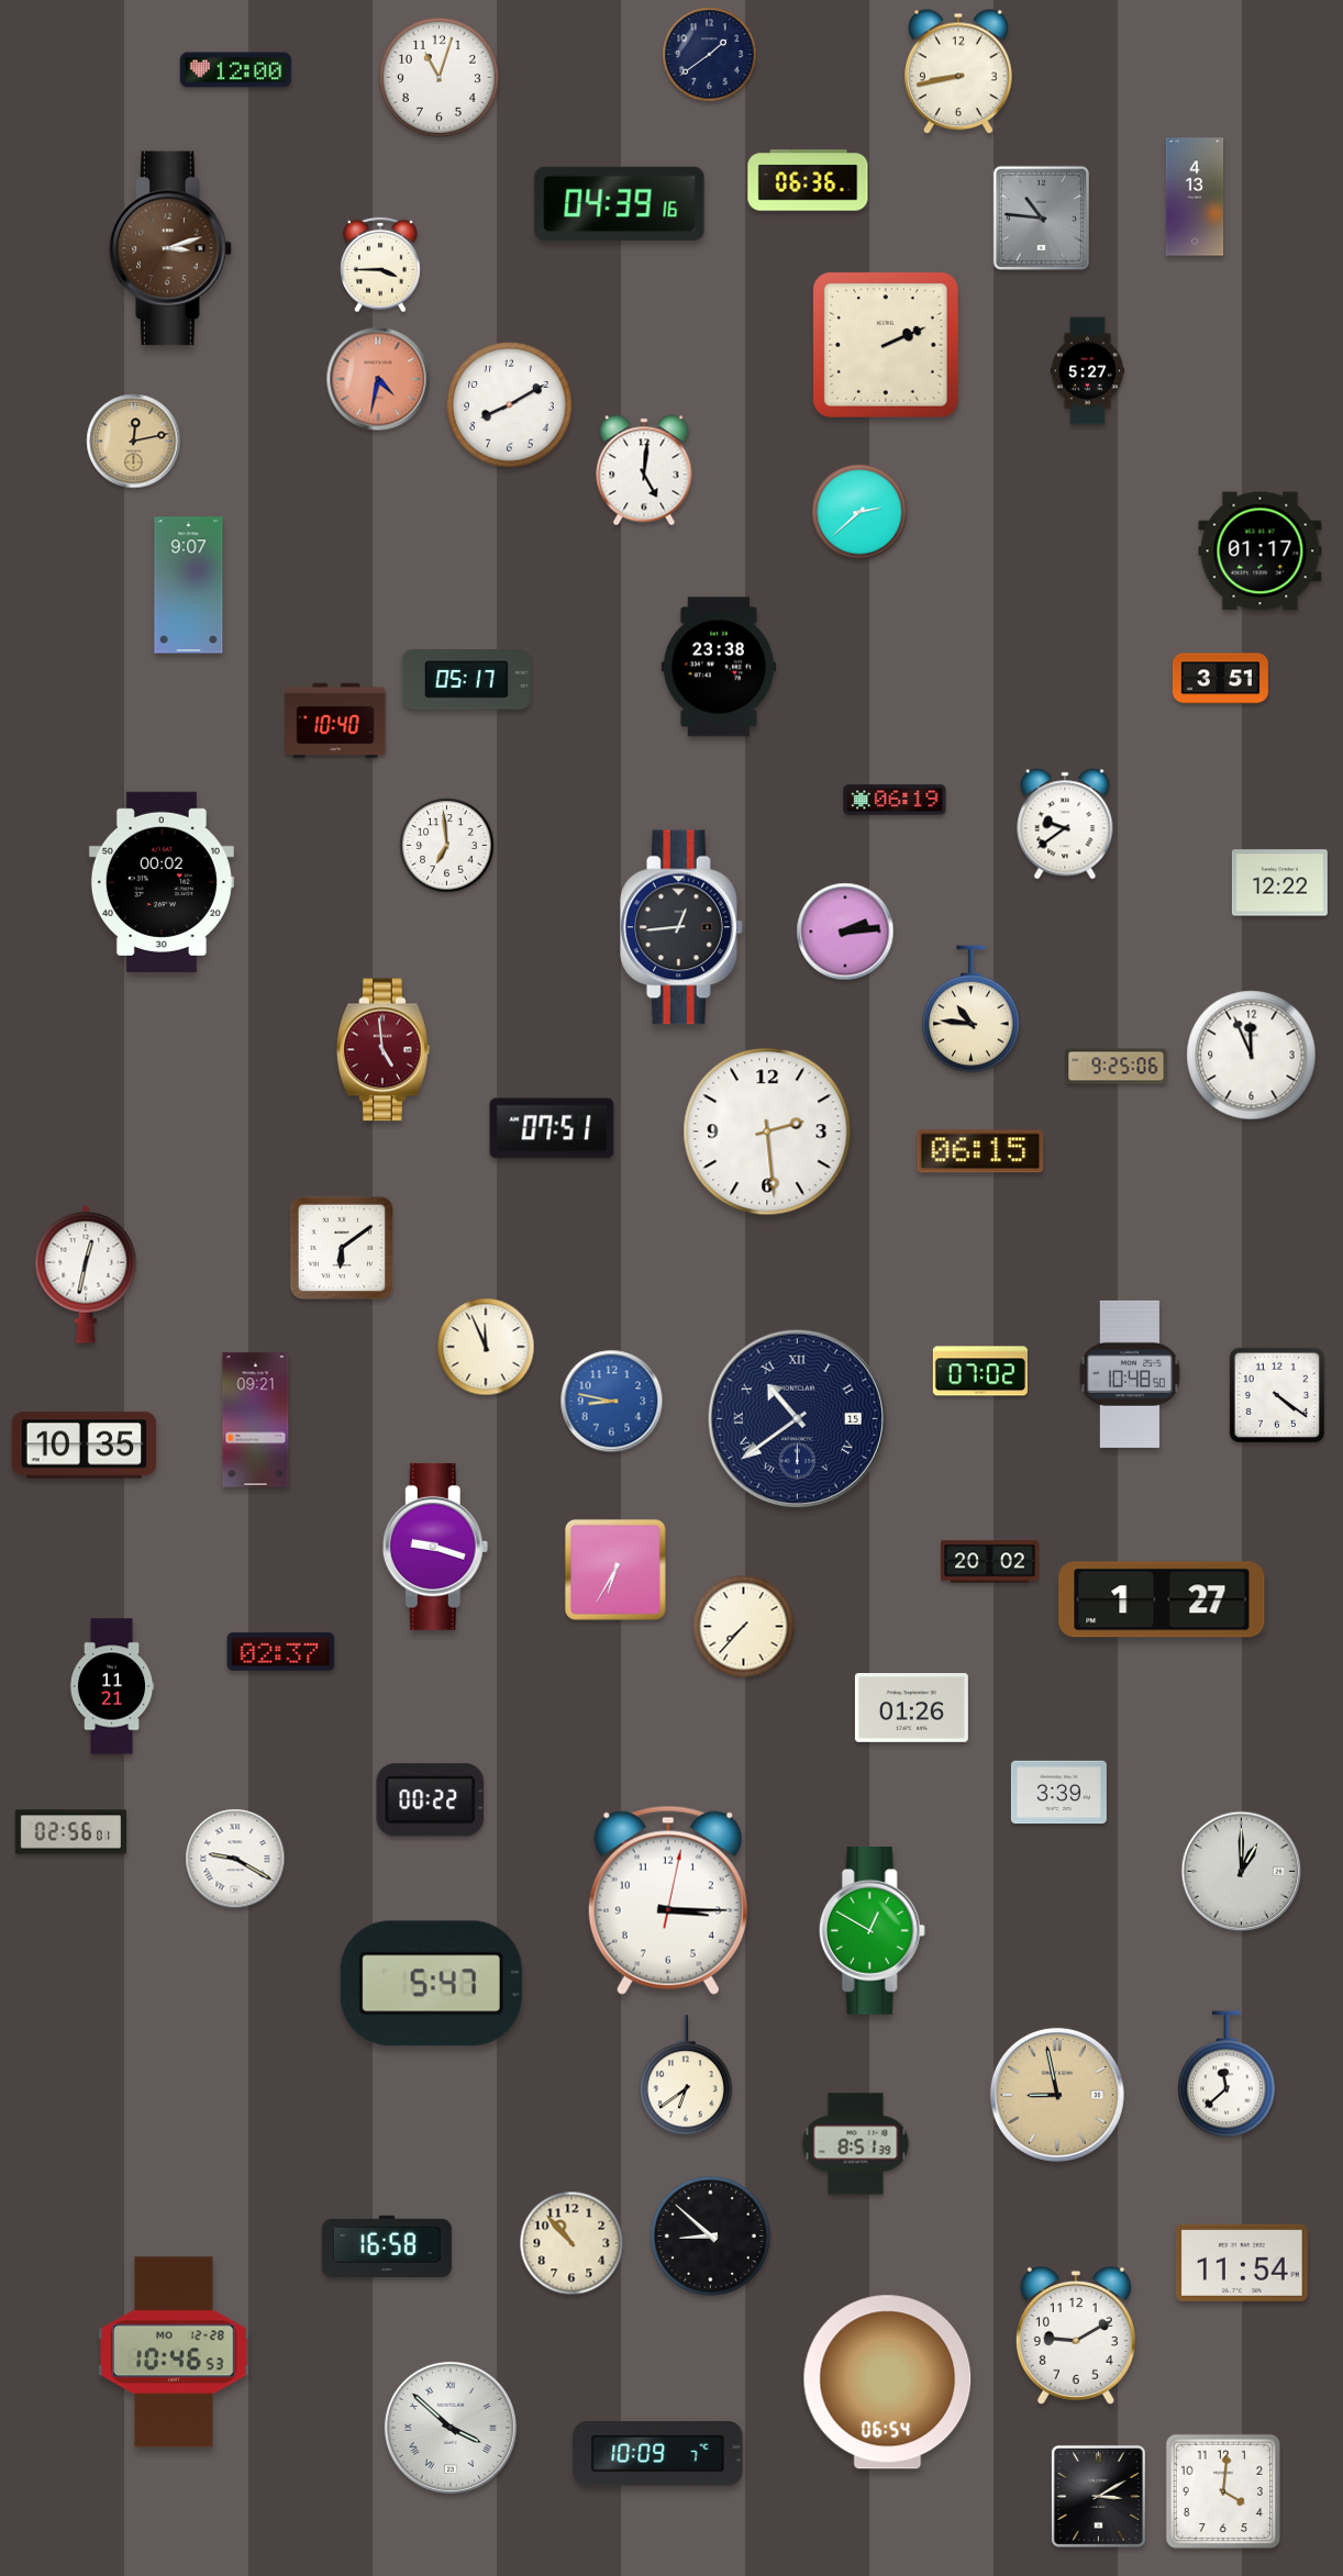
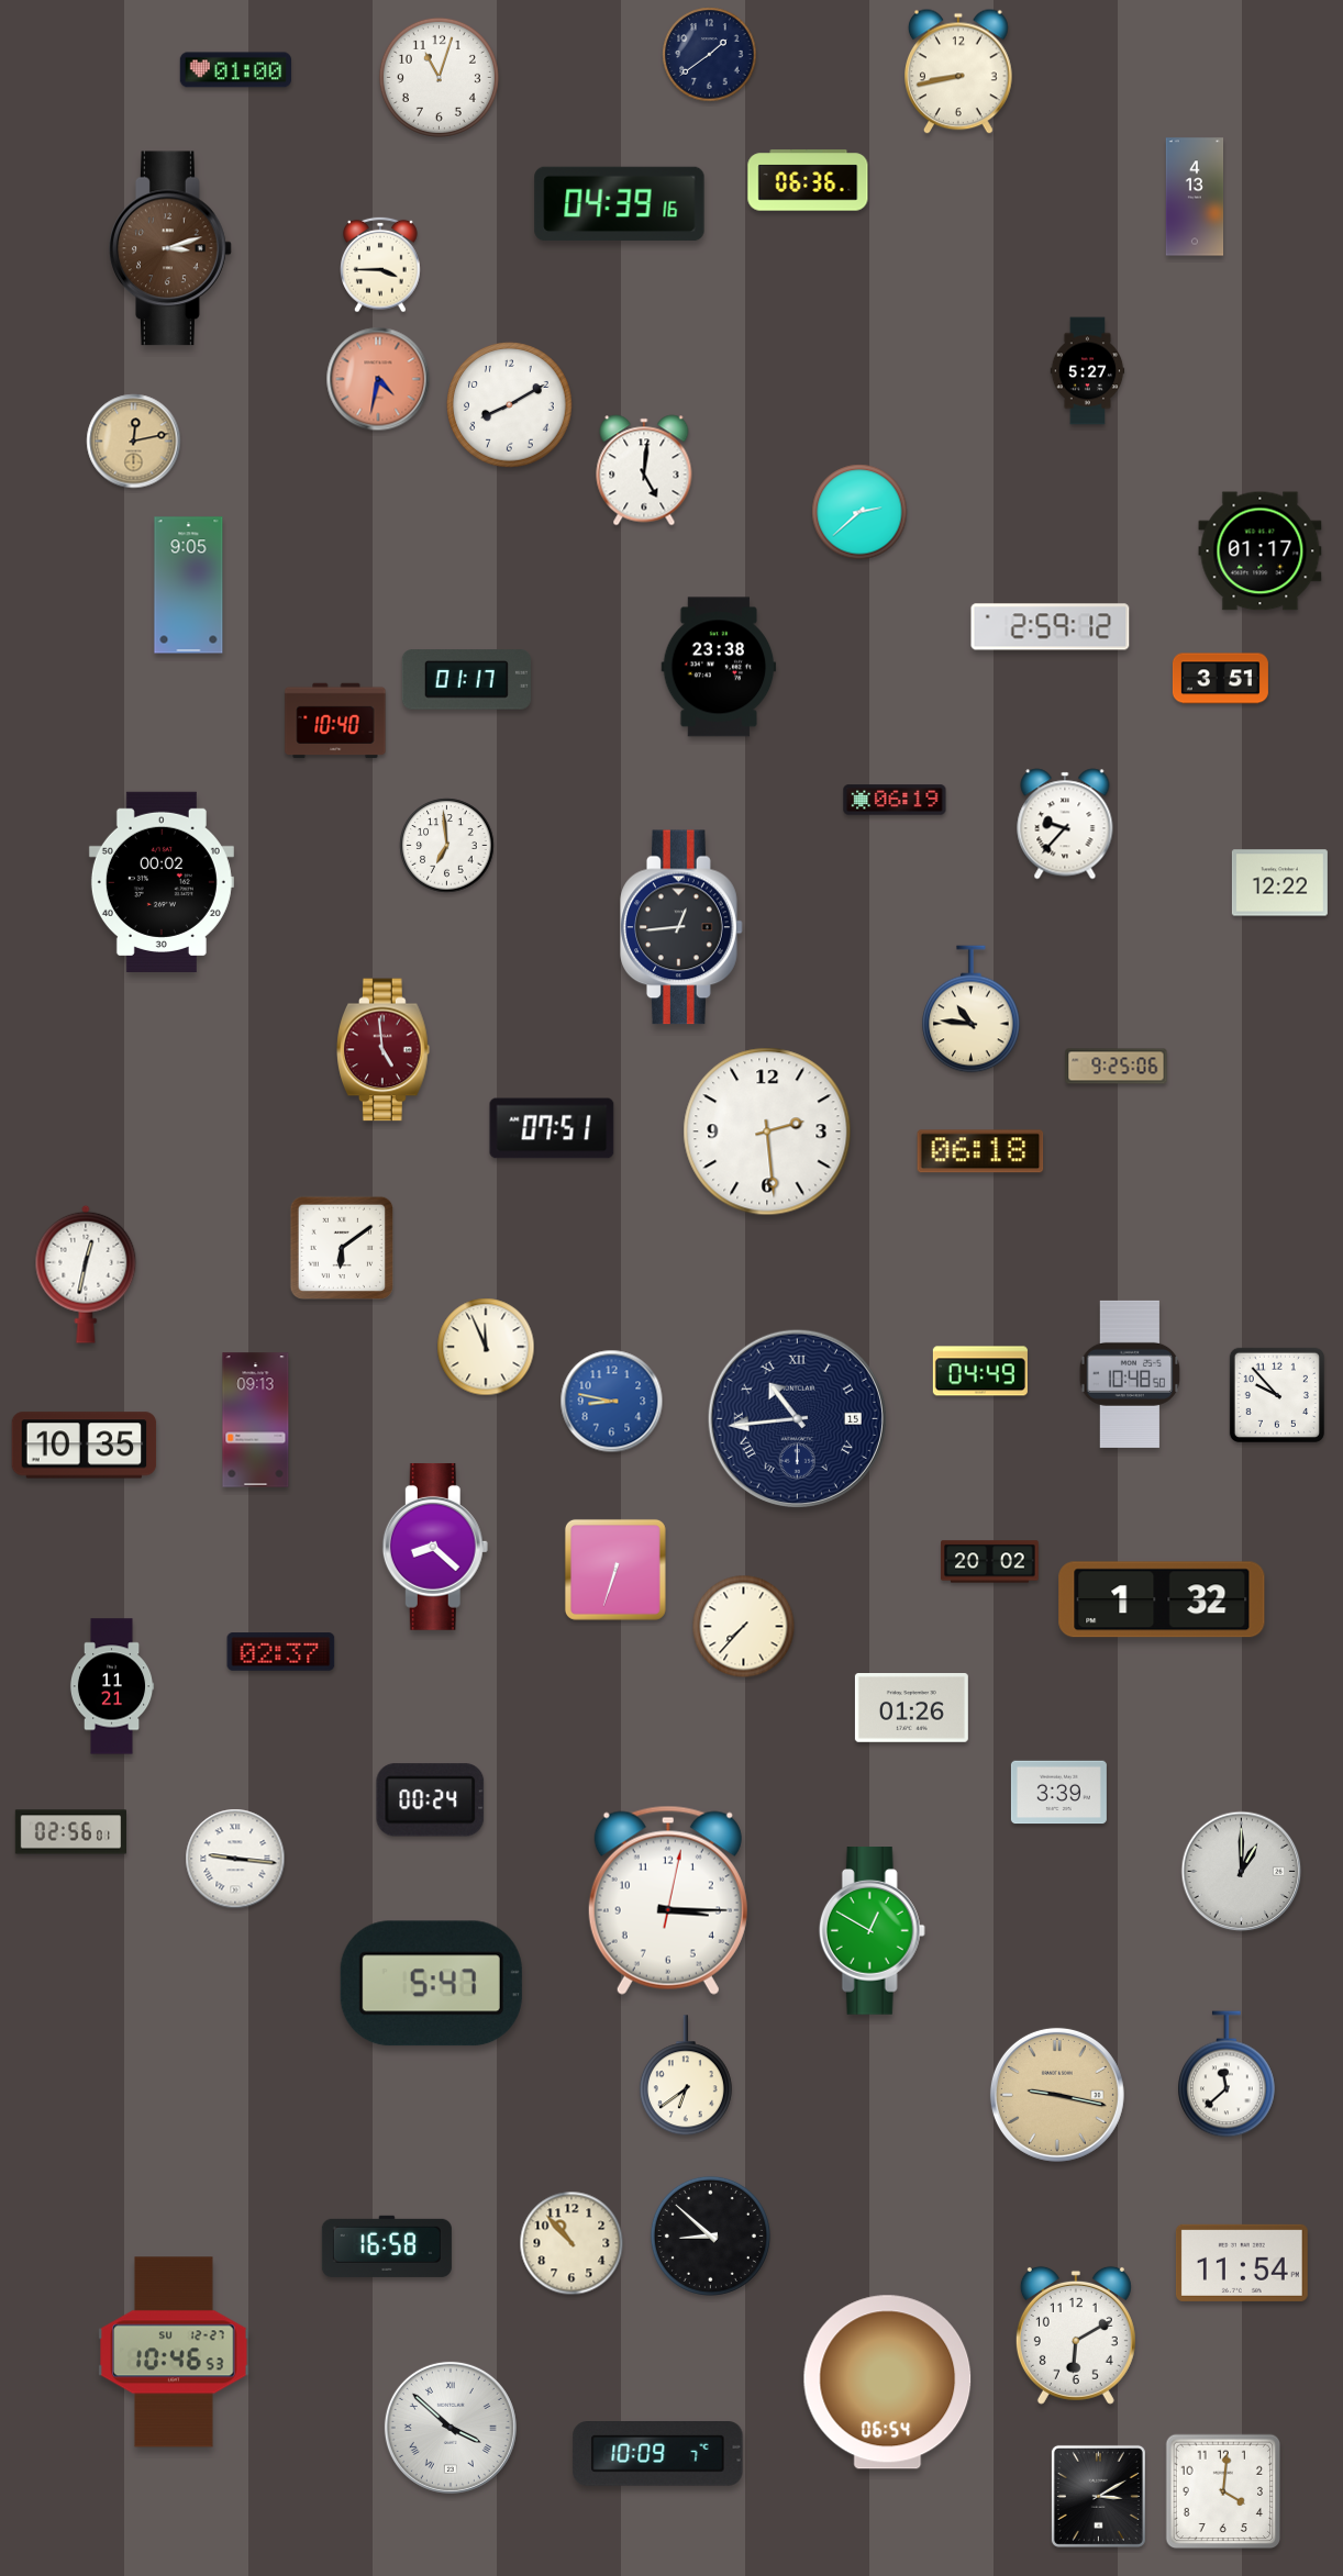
clock at (235, 70): 12:00 -> 01:00
clock at (1041, 218): 10:46 -> none
clock at (886, 345): 2:11 -> none
clock at (189, 586): 9:07 -> 9:05
clock at (1051, 627): none -> 2:59
clock at (466, 680): 05:17 -> 01:17
clock at (1065, 824): 9:39 -> 9:37
clock at (845, 932): 2:14 -> none
clock at (1252, 1056): 11:56 -> none
clock at (980, 1151): 06:15 -> 06:18
clock at (980, 1371): 07:02 -> 04:49
clock at (1277, 1395): 4:21 -> 9:53
clock at (797, 1418): 10:39 -> 10:44
clock at (256, 1420): 09:21 -> 09:13
clock at (435, 1547): 9:18 -> 8:22
clock at (615, 1570): 6:35 -> 6:33
clock at (1162, 1599): 1:27 -> 1:32
clock at (431, 1800): 00:22 -> 00:24
clock at (235, 1859): 9:20 -> 9:16
clock at (1057, 2095): 8:58 -> 9:17
clock at (856, 2144): 8:51 -> none
clock at (1076, 2335): 9:10 -> 6:10
clock at (174, 2352) date: MO 12-28 -> SU 12-27
